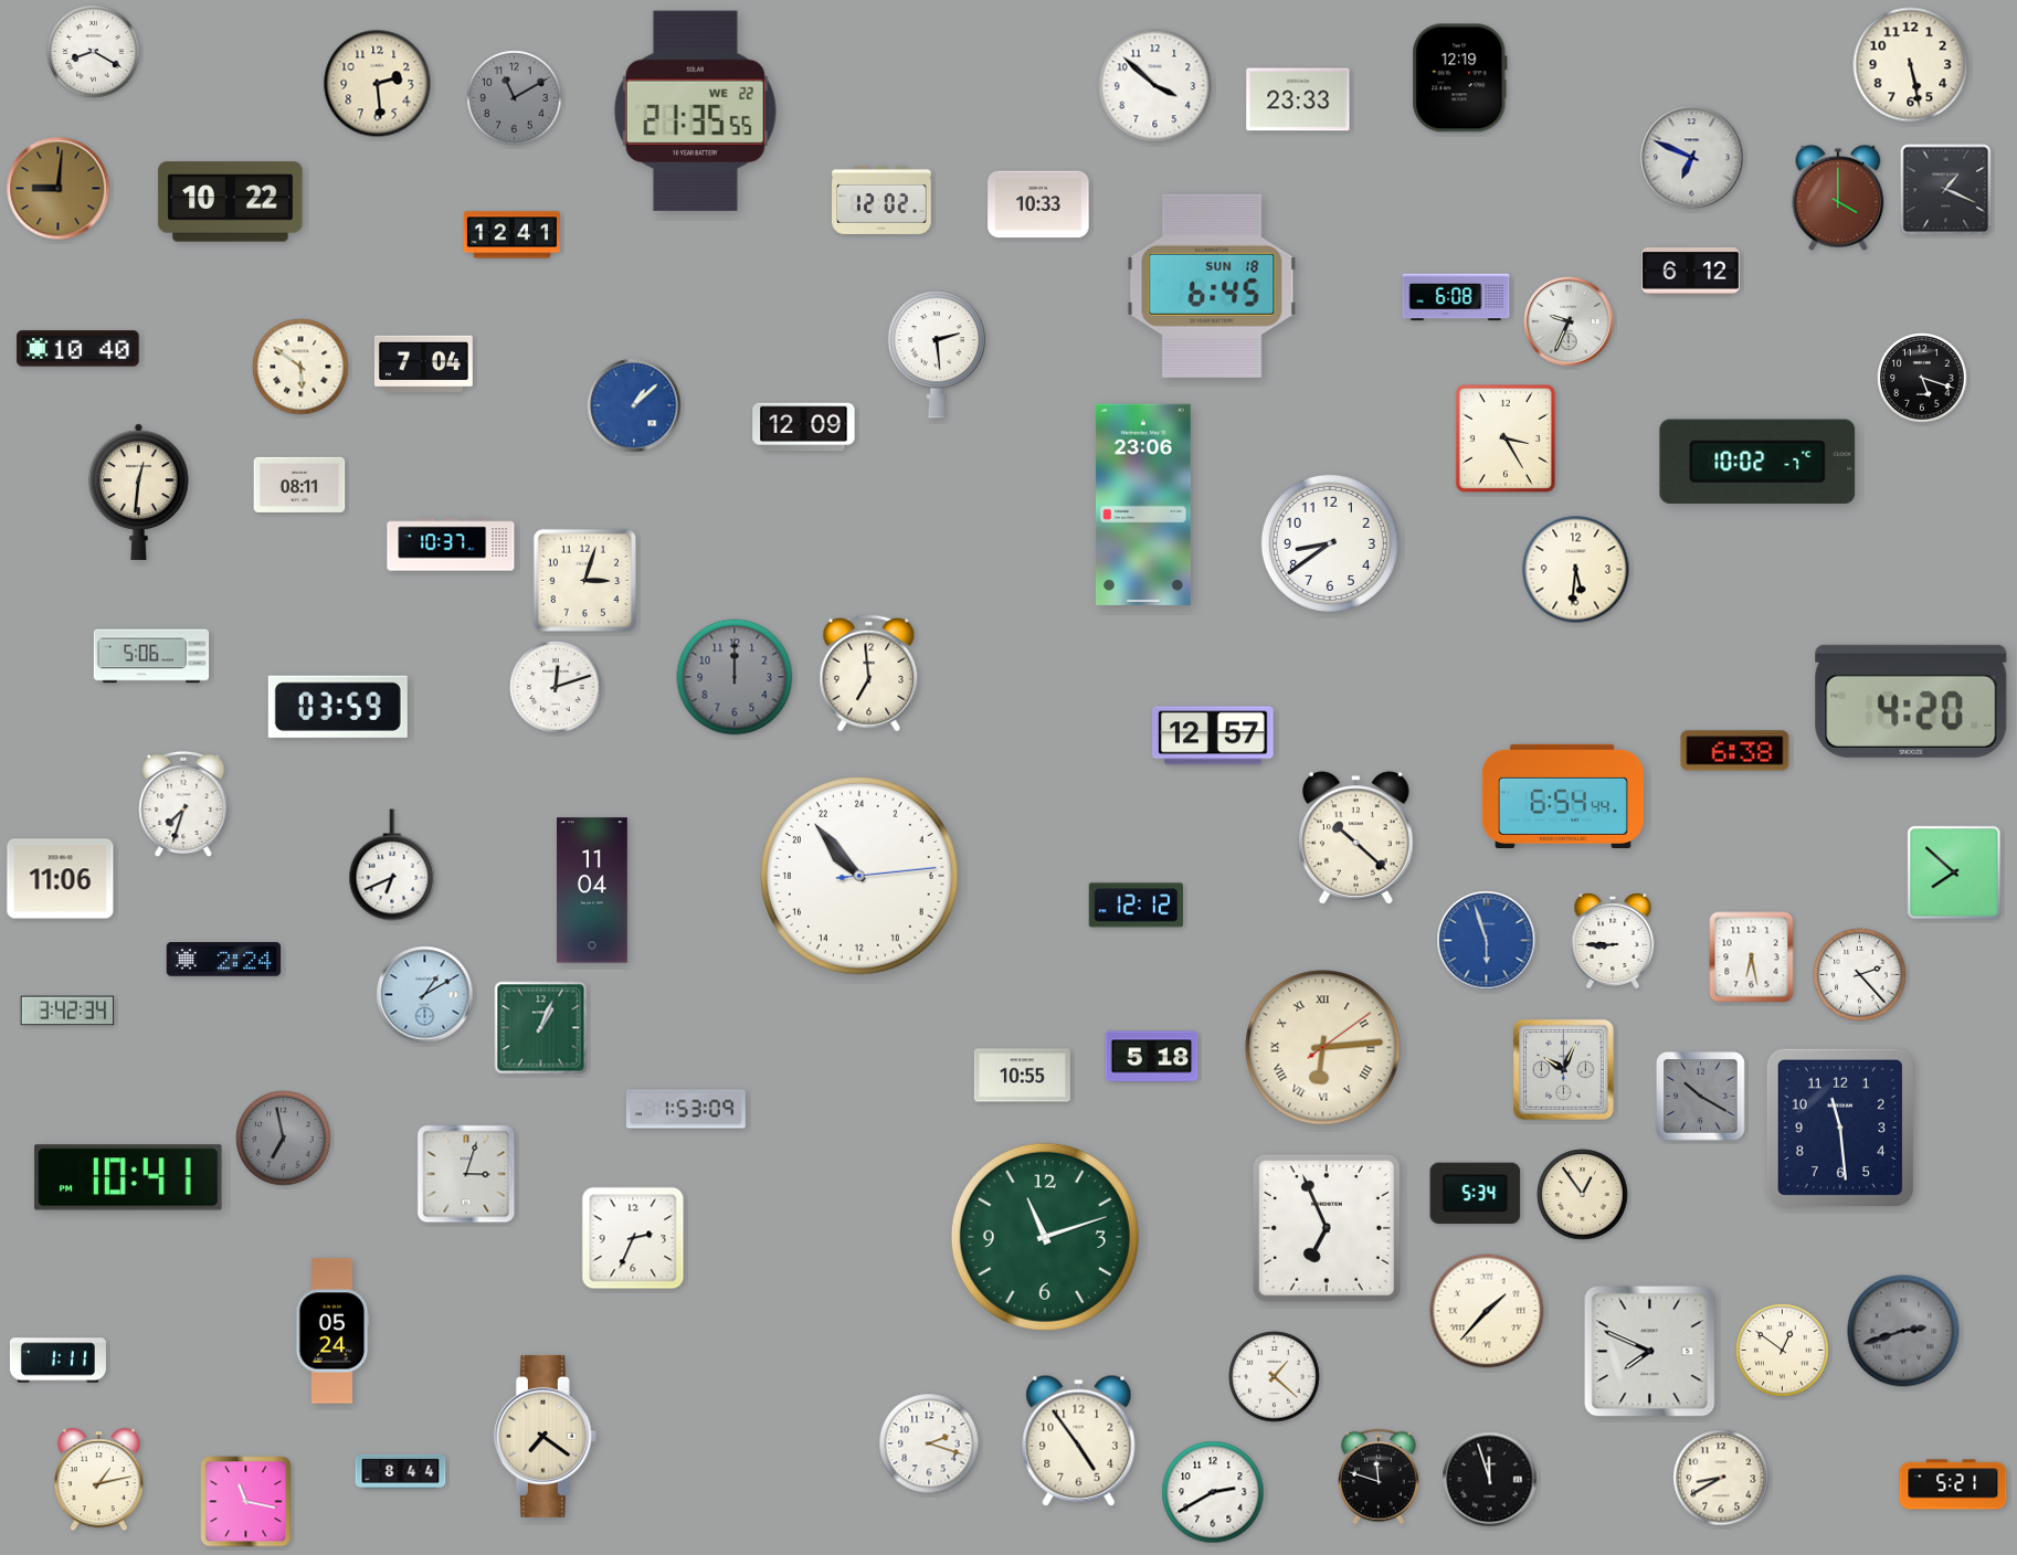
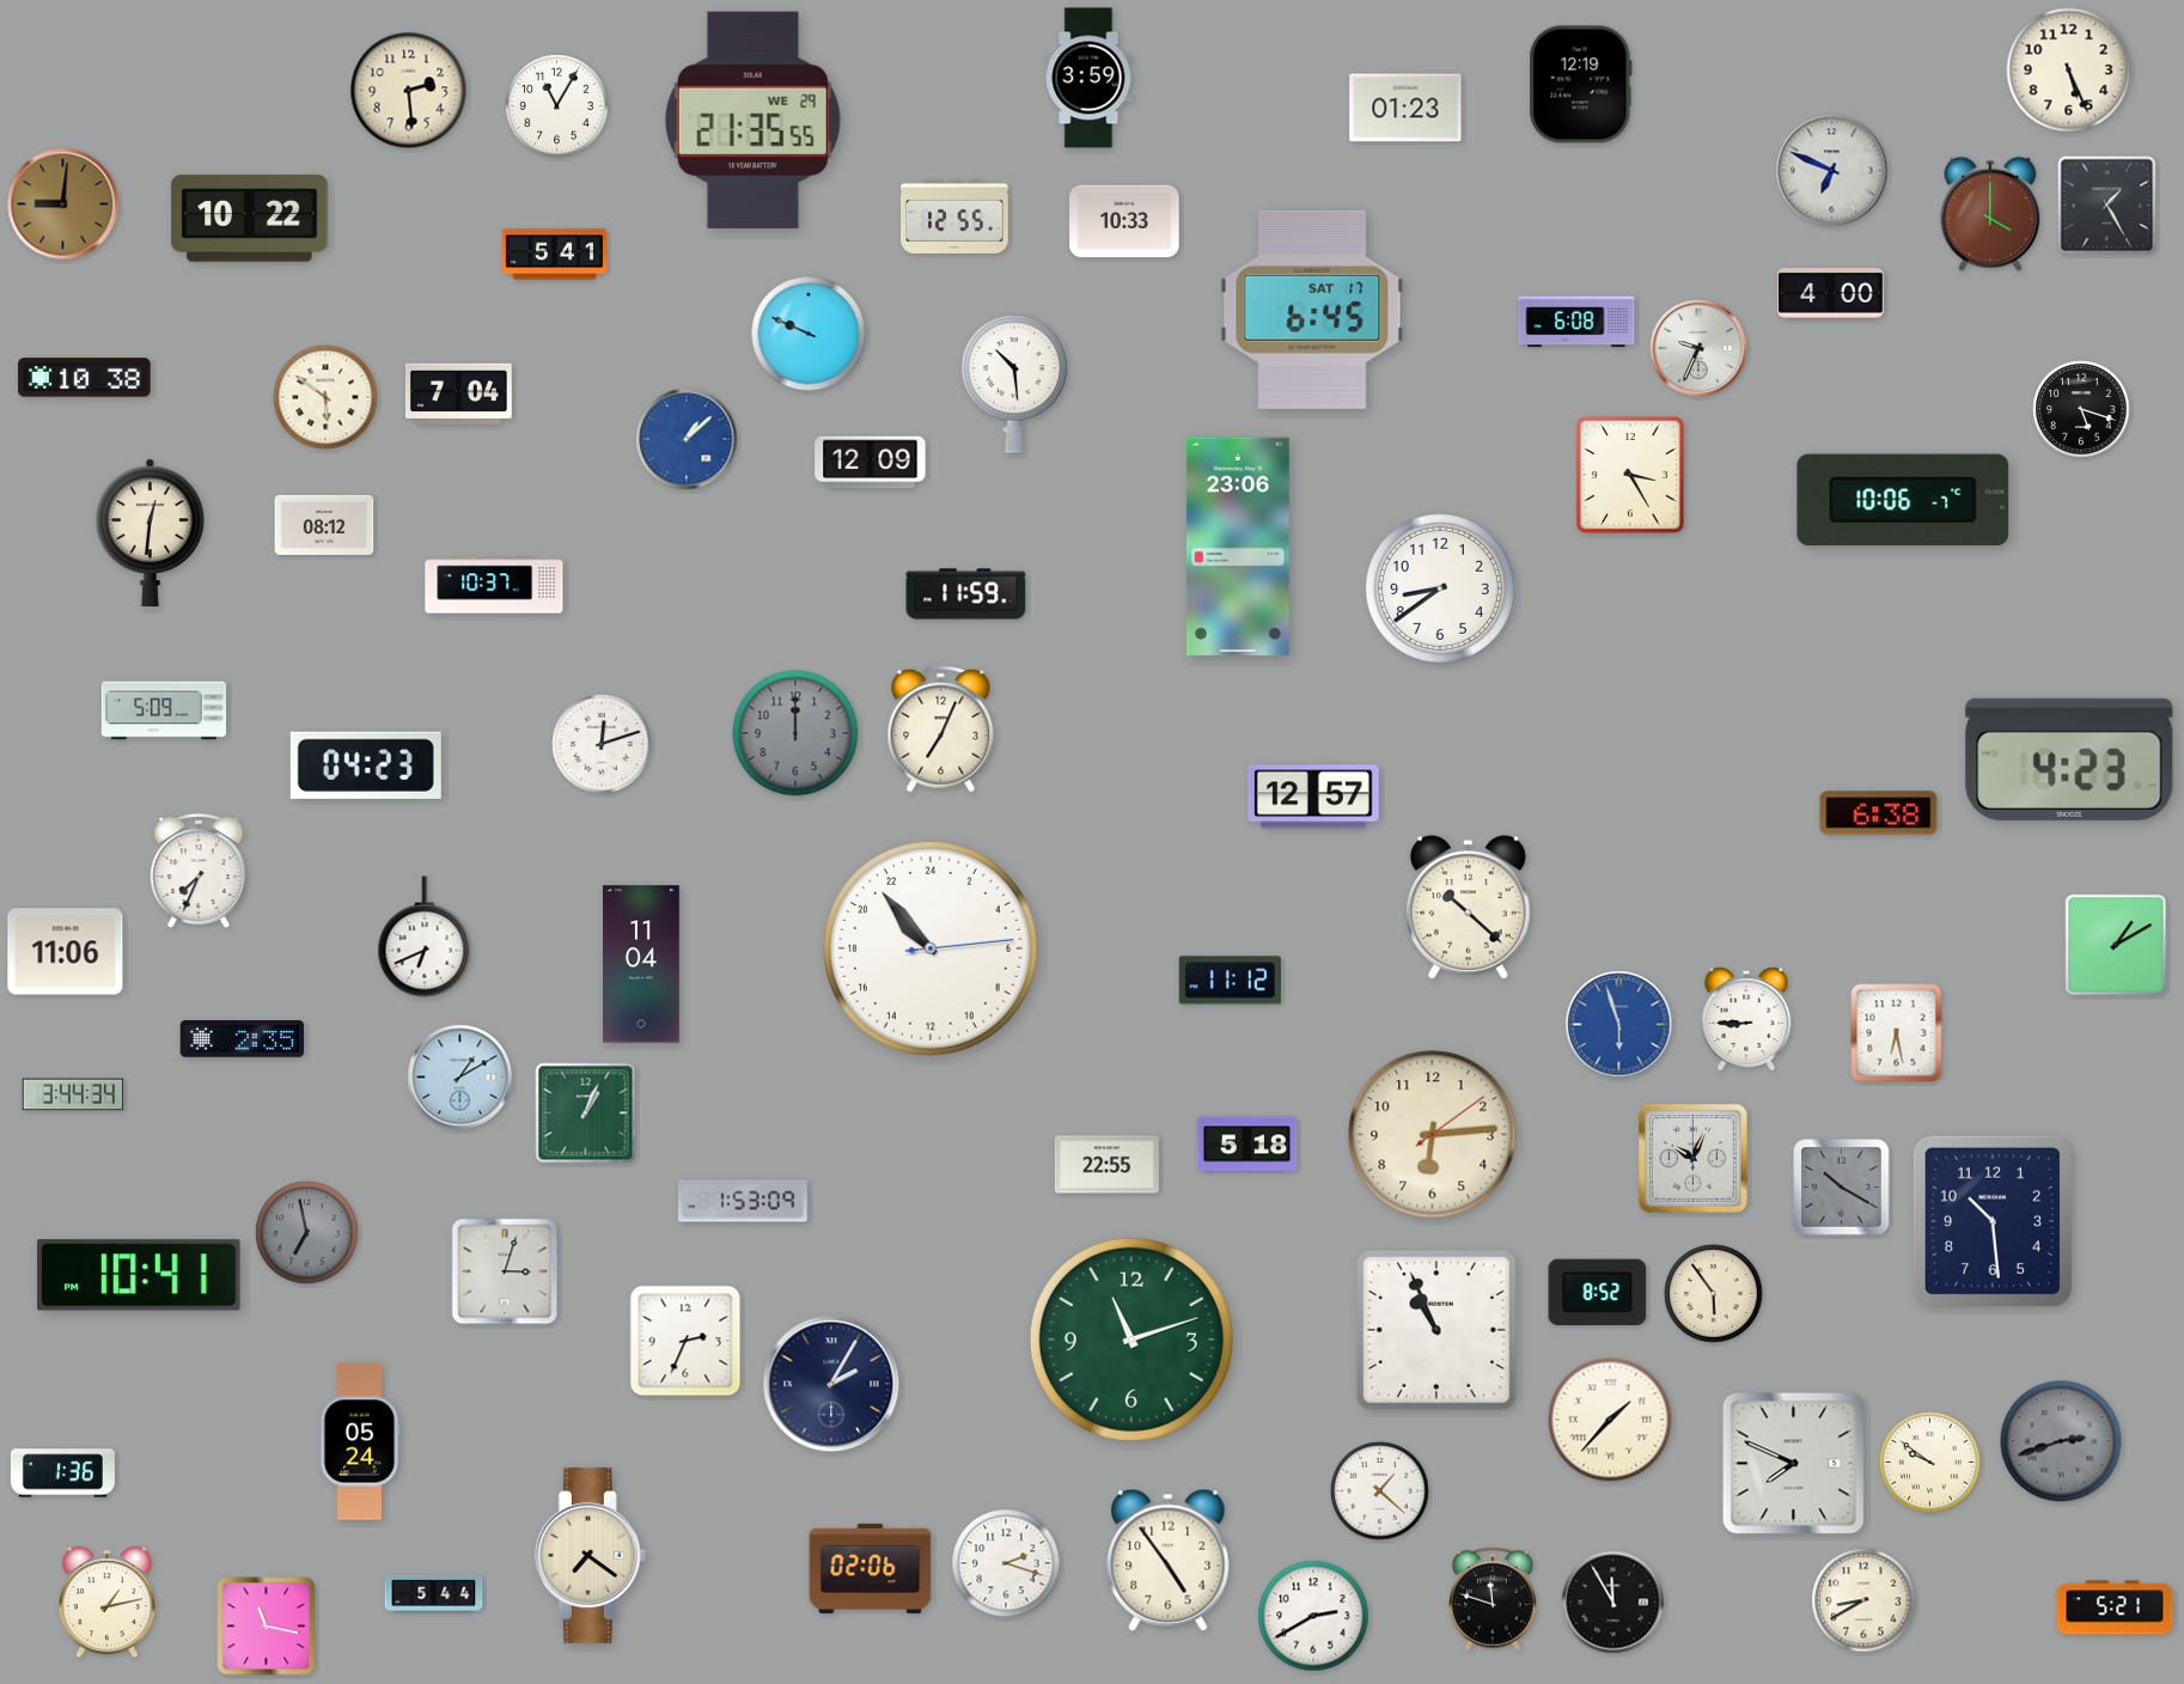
clock at (94, 52): 8:20 -> none
clock at (1911, 65): 5:28 -> 5:26
clock at (1088, 78): none -> 3:59
clock at (1155, 86): 3:52 -> none
clock at (515, 98): 11:10 -> 11:05
clock at (515, 98) dial: grey -> white
clock at (1298, 99): 23:33 -> 01:23
clock at (695, 110) date: WE 22 -> WE 29
clock at (1946, 190): 1:19 -> 1:25
clock at (881, 200): 12:02 -> 12:55
clock at (511, 235): 12:41 -> 5:41
clock at (1691, 272): 6:12 -> 4:00
clock at (1212, 286) date: SUN 18 -> SAT 17
clock at (809, 334): none -> 9:49
clock at (78, 349): 10:40 -> 10:38
clock at (936, 355): 2:29 -> 10:29
clock at (1757, 462): 10:02 -> 10:06
clock at (299, 485): 08:11 -> 08:12
clock at (451, 544) position: (451, 544) -> (494, 585)
clock at (966, 594): none -> 11:59
clock at (1576, 570): 5:31 -> none
clock at (584, 580): 3:03 -> none
clock at (151, 656): 5:06 -> 5:09
clock at (869, 674): 6:59 -> 7:04
clock at (1911, 701): 4:20 -> 4:23
clock at (338, 707): 03:59 -> 04:23
clock at (1563, 795): 6:54 -> none
clock at (183, 804): 7:33 -> 7:34
clock at (1954, 872): 7:52 -> 1:10
clock at (1136, 906): 12:12 -> 11:12
clock at (1487, 941) position: (1487, 941) -> (1619, 1025)
clock at (1752, 958) position: (1752, 958) -> (1897, 1033)
clock at (224, 960): 2:24 -> 2:35
clock at (1860, 975): 2:23 -> none
clock at (67, 1011): 3:42 -> 3:44
clock at (1323, 1048) numerals: Roman -> Arabic
clock at (1022, 1076): 10:55 -> 22:55
clock at (1840, 1128): 11:29 -> 10:29
clock at (1476, 1194): 5:34 -> 8:52
clock at (1583, 1195): 12:54 -> 5:54
clock at (1327, 1228): 6:56 -> 10:56
clock at (831, 1384): none -> 2:05
clock at (1783, 1351): 12:51 -> 9:51
clock at (1650, 1352) position: (1650, 1352) -> (1794, 1464)
clock at (57, 1361): 1:11 -> 1:36
clock at (871, 1568): none -> 02:06
clock at (401, 1471): 8:44 -> 5:44
clock at (1490, 1480): 11:57 -> 11:55
